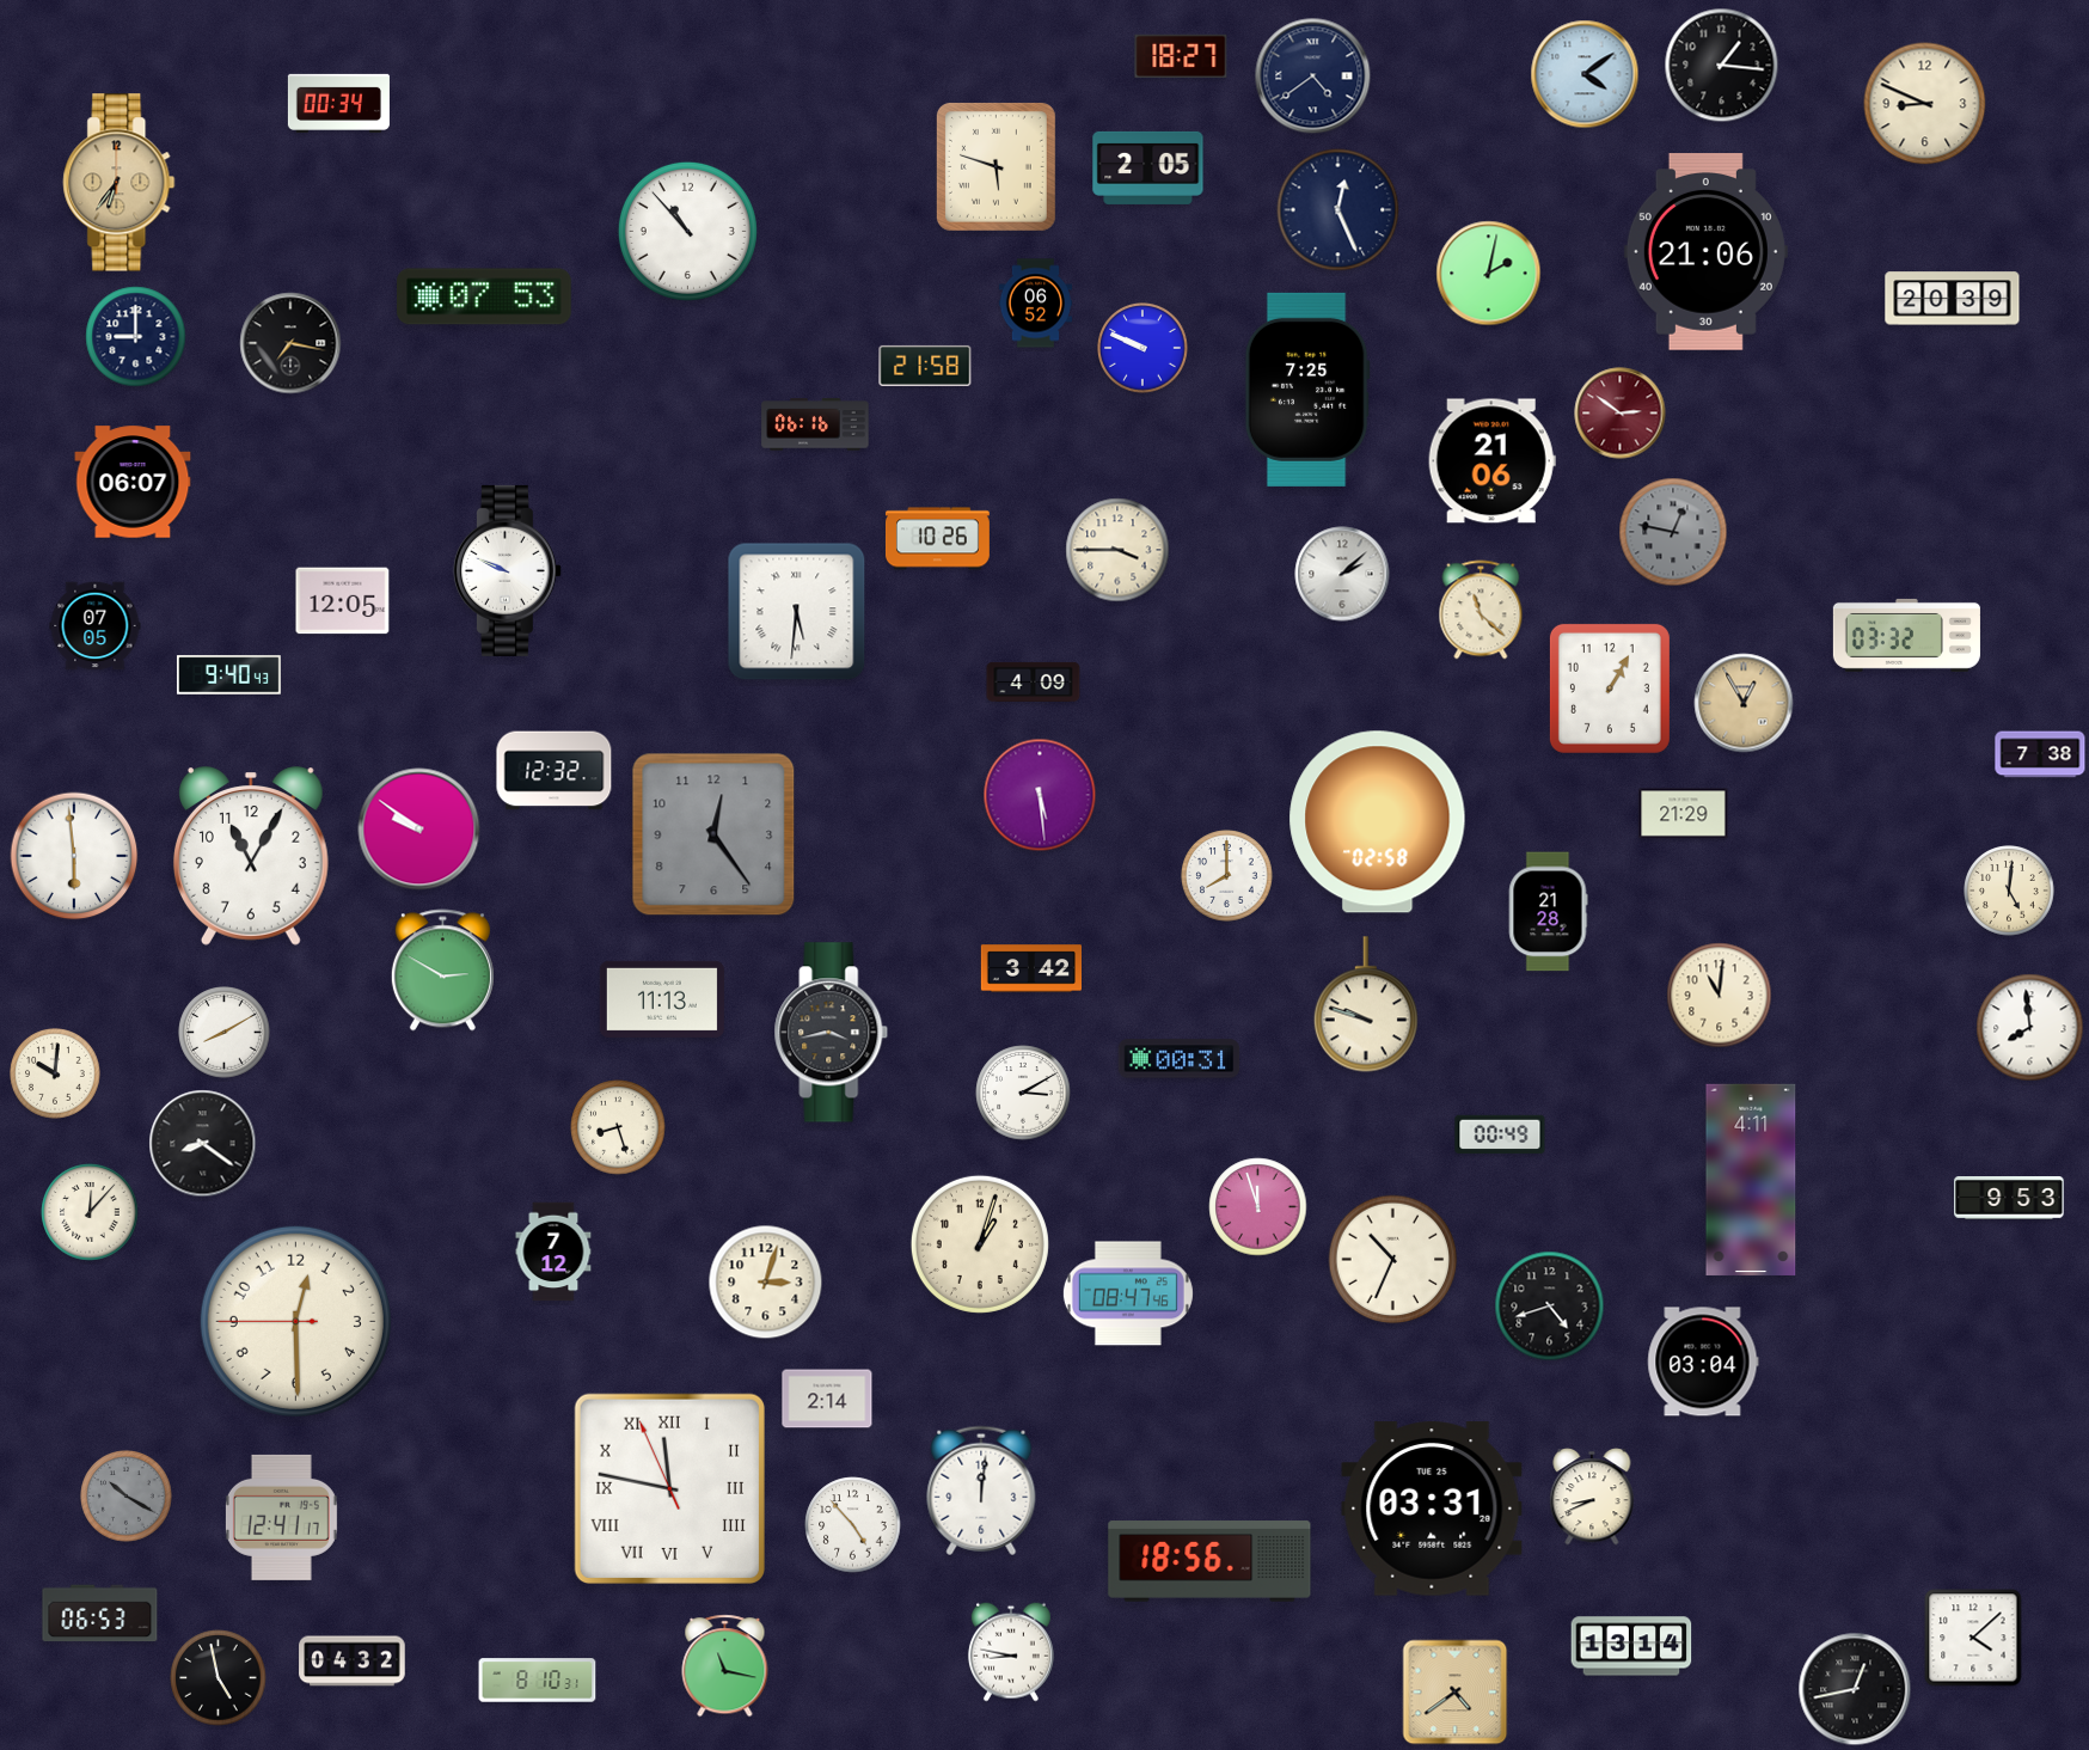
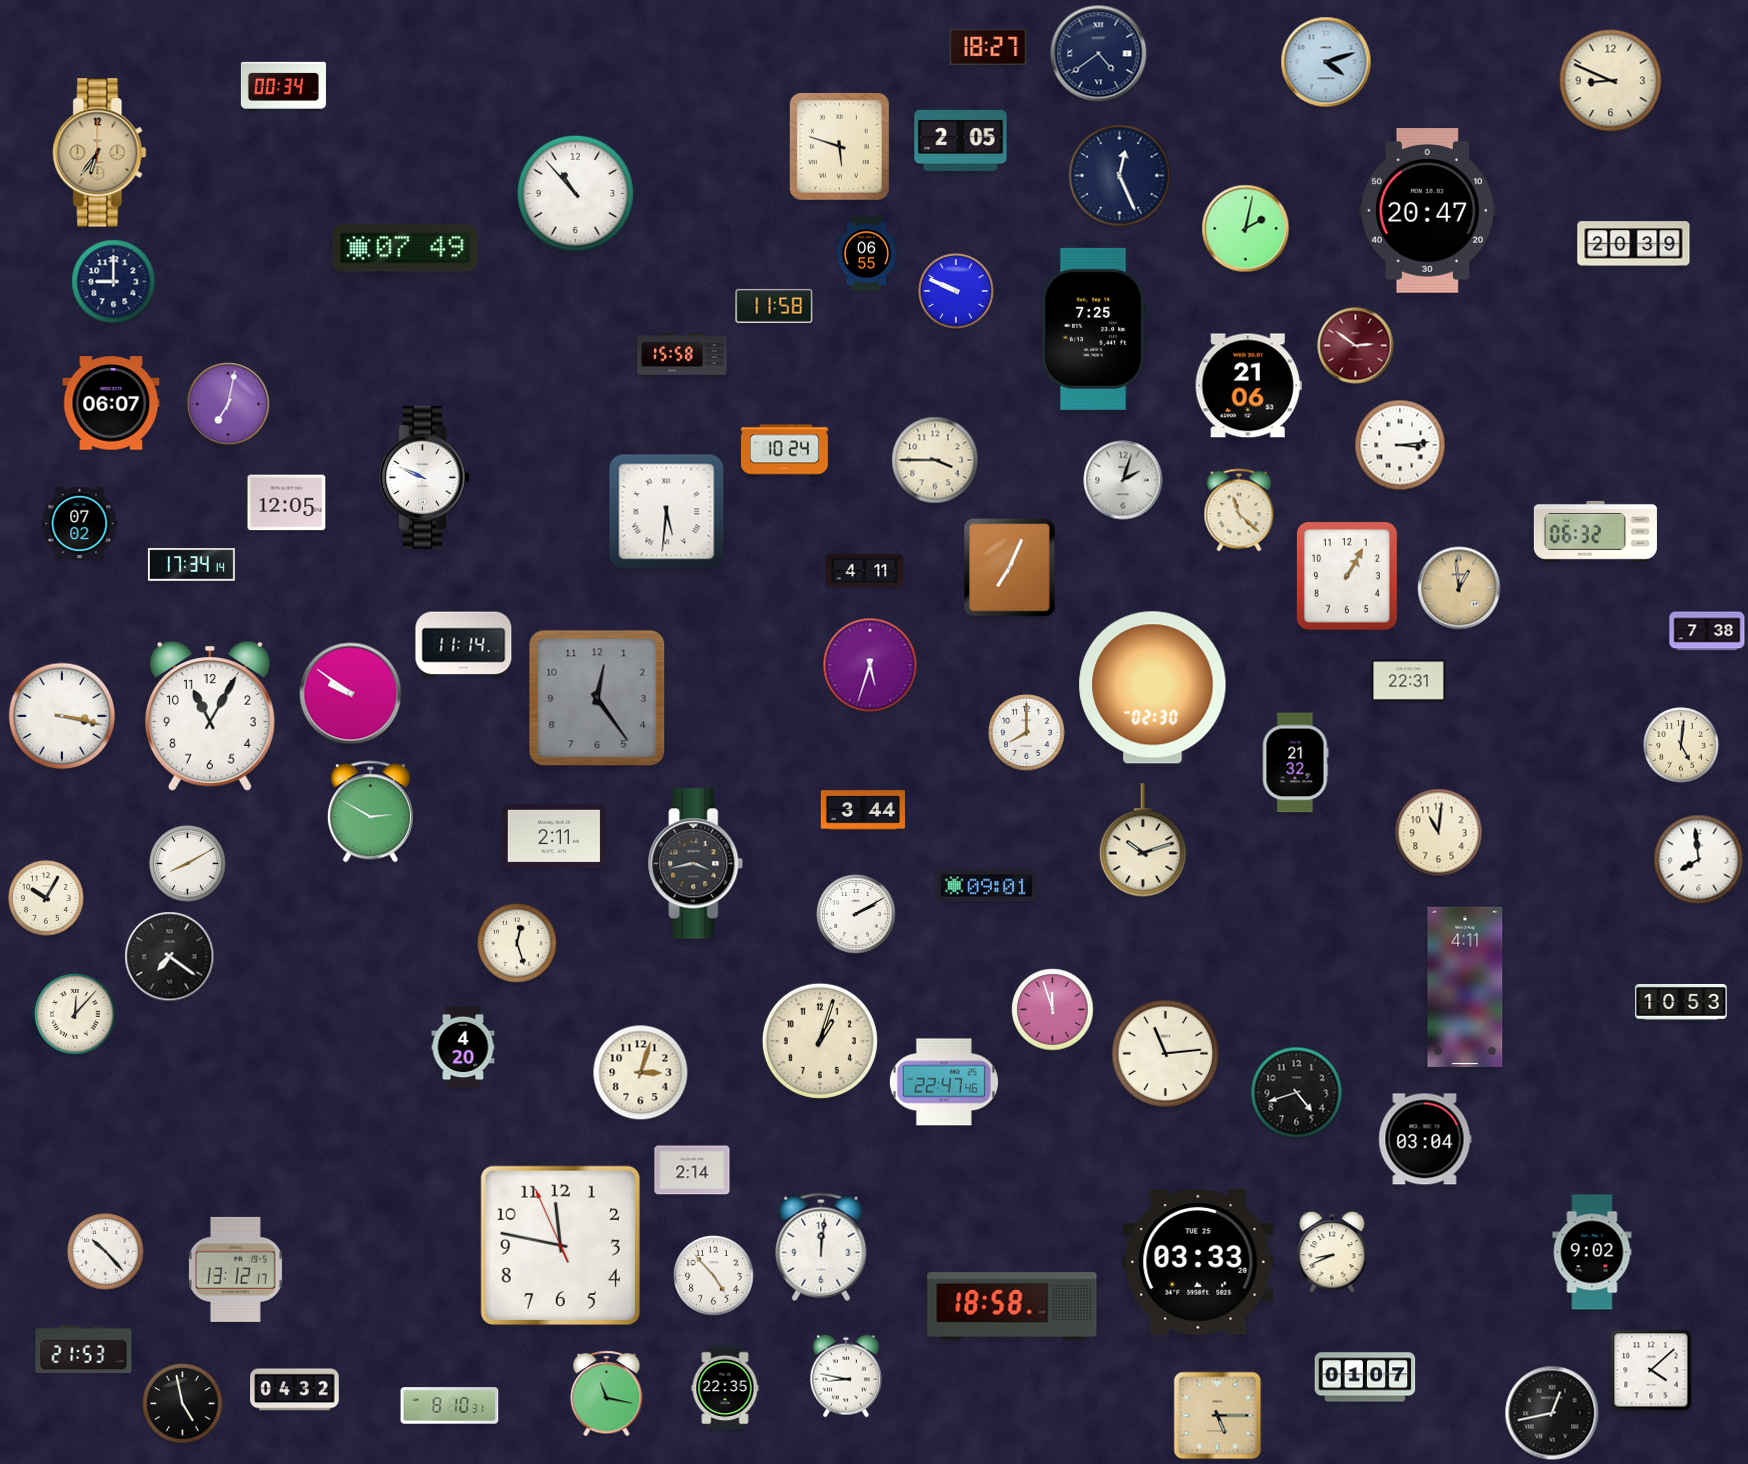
clock at (1722, 66): 1:16 -> none
clock at (1585, 74): 4:09 -> 4:12
clock at (1313, 77) position: (1313, 77) -> (1099, 54)
clock at (1925, 104) position: (1925, 104) -> (1611, 81)
clock at (996, 166) position: (996, 166) -> (839, 146)
clock at (1705, 252): 21:06 -> 20:47
clock at (484, 296): 07:53 -> 07:49
clock at (1953, 299) position: (1953, 299) -> (1634, 244)
clock at (1036, 304): 06:52 -> 06:55
clock at (290, 343): 7:17 -> none
clock at (925, 366): 21:58 -> 11:58
clock at (1307, 390) position: (1307, 390) -> (1094, 329)
clock at (815, 424): 06:16 -> 15:58
clock at (228, 404): none -> 7:02
clock at (1673, 532): 12:47 -> 3:14
clock at (1673, 532) dial: grey -> white
clock at (937, 539): 10:26 -> 10:24
clock at (1342, 574): 2:08 -> 2:03
clock at (96, 626): 07:05 -> 07:02
clock at (1906, 635): 03:32 -> 06:32
clock at (228, 675): 9:40 -> 17:34
clock at (1010, 568): none -> 7:04
clock at (1034, 681): 4:09 -> 4:11
clock at (1744, 703): 12:55 -> 12:59
clock at (555, 771): 12:32 -> 11:14
clock at (1040, 795): 5:29 -> 5:33
clock at (1684, 814): 21:29 -> 22:31
clock at (1378, 822): 02:58 -> 02:30
clock at (74, 856): 5:59 -> 3:17
clock at (1548, 912): 21:28 -> 21:32
clock at (1030, 968): 3:42 -> 3:44
clock at (662, 999): 11:13 -> 2:11
clock at (1366, 1004): 9:48 -> 10:12
clock at (1180, 1059): 00:31 -> 09:01
clock at (55, 1073): 10:01 -> 10:05
clock at (1023, 1093): 3:10 -> 2:10
clock at (618, 1127): 8:27 -> 12:27
clock at (1500, 1134): 00:49 -> none
clock at (203, 1144): 8:21 -> 7:21
clock at (2009, 1199): 9:53 -> 10:53
clock at (553, 1252): 7:12 -> 4:20
clock at (1393, 1260): 10:34 -> 11:14
clock at (1128, 1293): 08:47 -> 22:47
clock at (295, 1321): 12:29 -> none
clock at (669, 1488) numerals: Roman -> Arabic
clock at (127, 1497): 10:20 -> 10:23
clock at (127, 1497) dial: grey -> white
clock at (1592, 1252): none -> 9:02
clock at (1432, 1509): 03:31 -> 03:33
clock at (281, 1517): 12:41 -> 13:12
clock at (1209, 1561): 18:56 -> 18:58
clock at (100, 1614): 06:53 -> 21:53
clock at (1631, 1646): 13:14 -> 01:07
clock at (1011, 1652) position: (1011, 1652) -> (846, 1376)
clock at (725, 1388): none -> 22:35
clock at (1456, 1693): 4:39 -> 5:15
